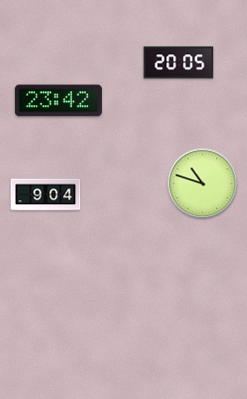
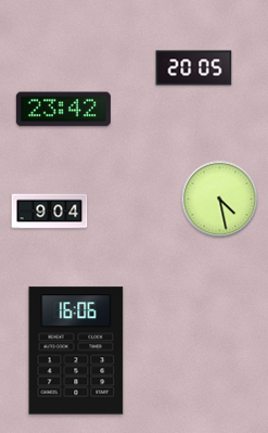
clock at (203, 184): 10:48 -> 4:28
clock at (76, 351): none -> 16:06
